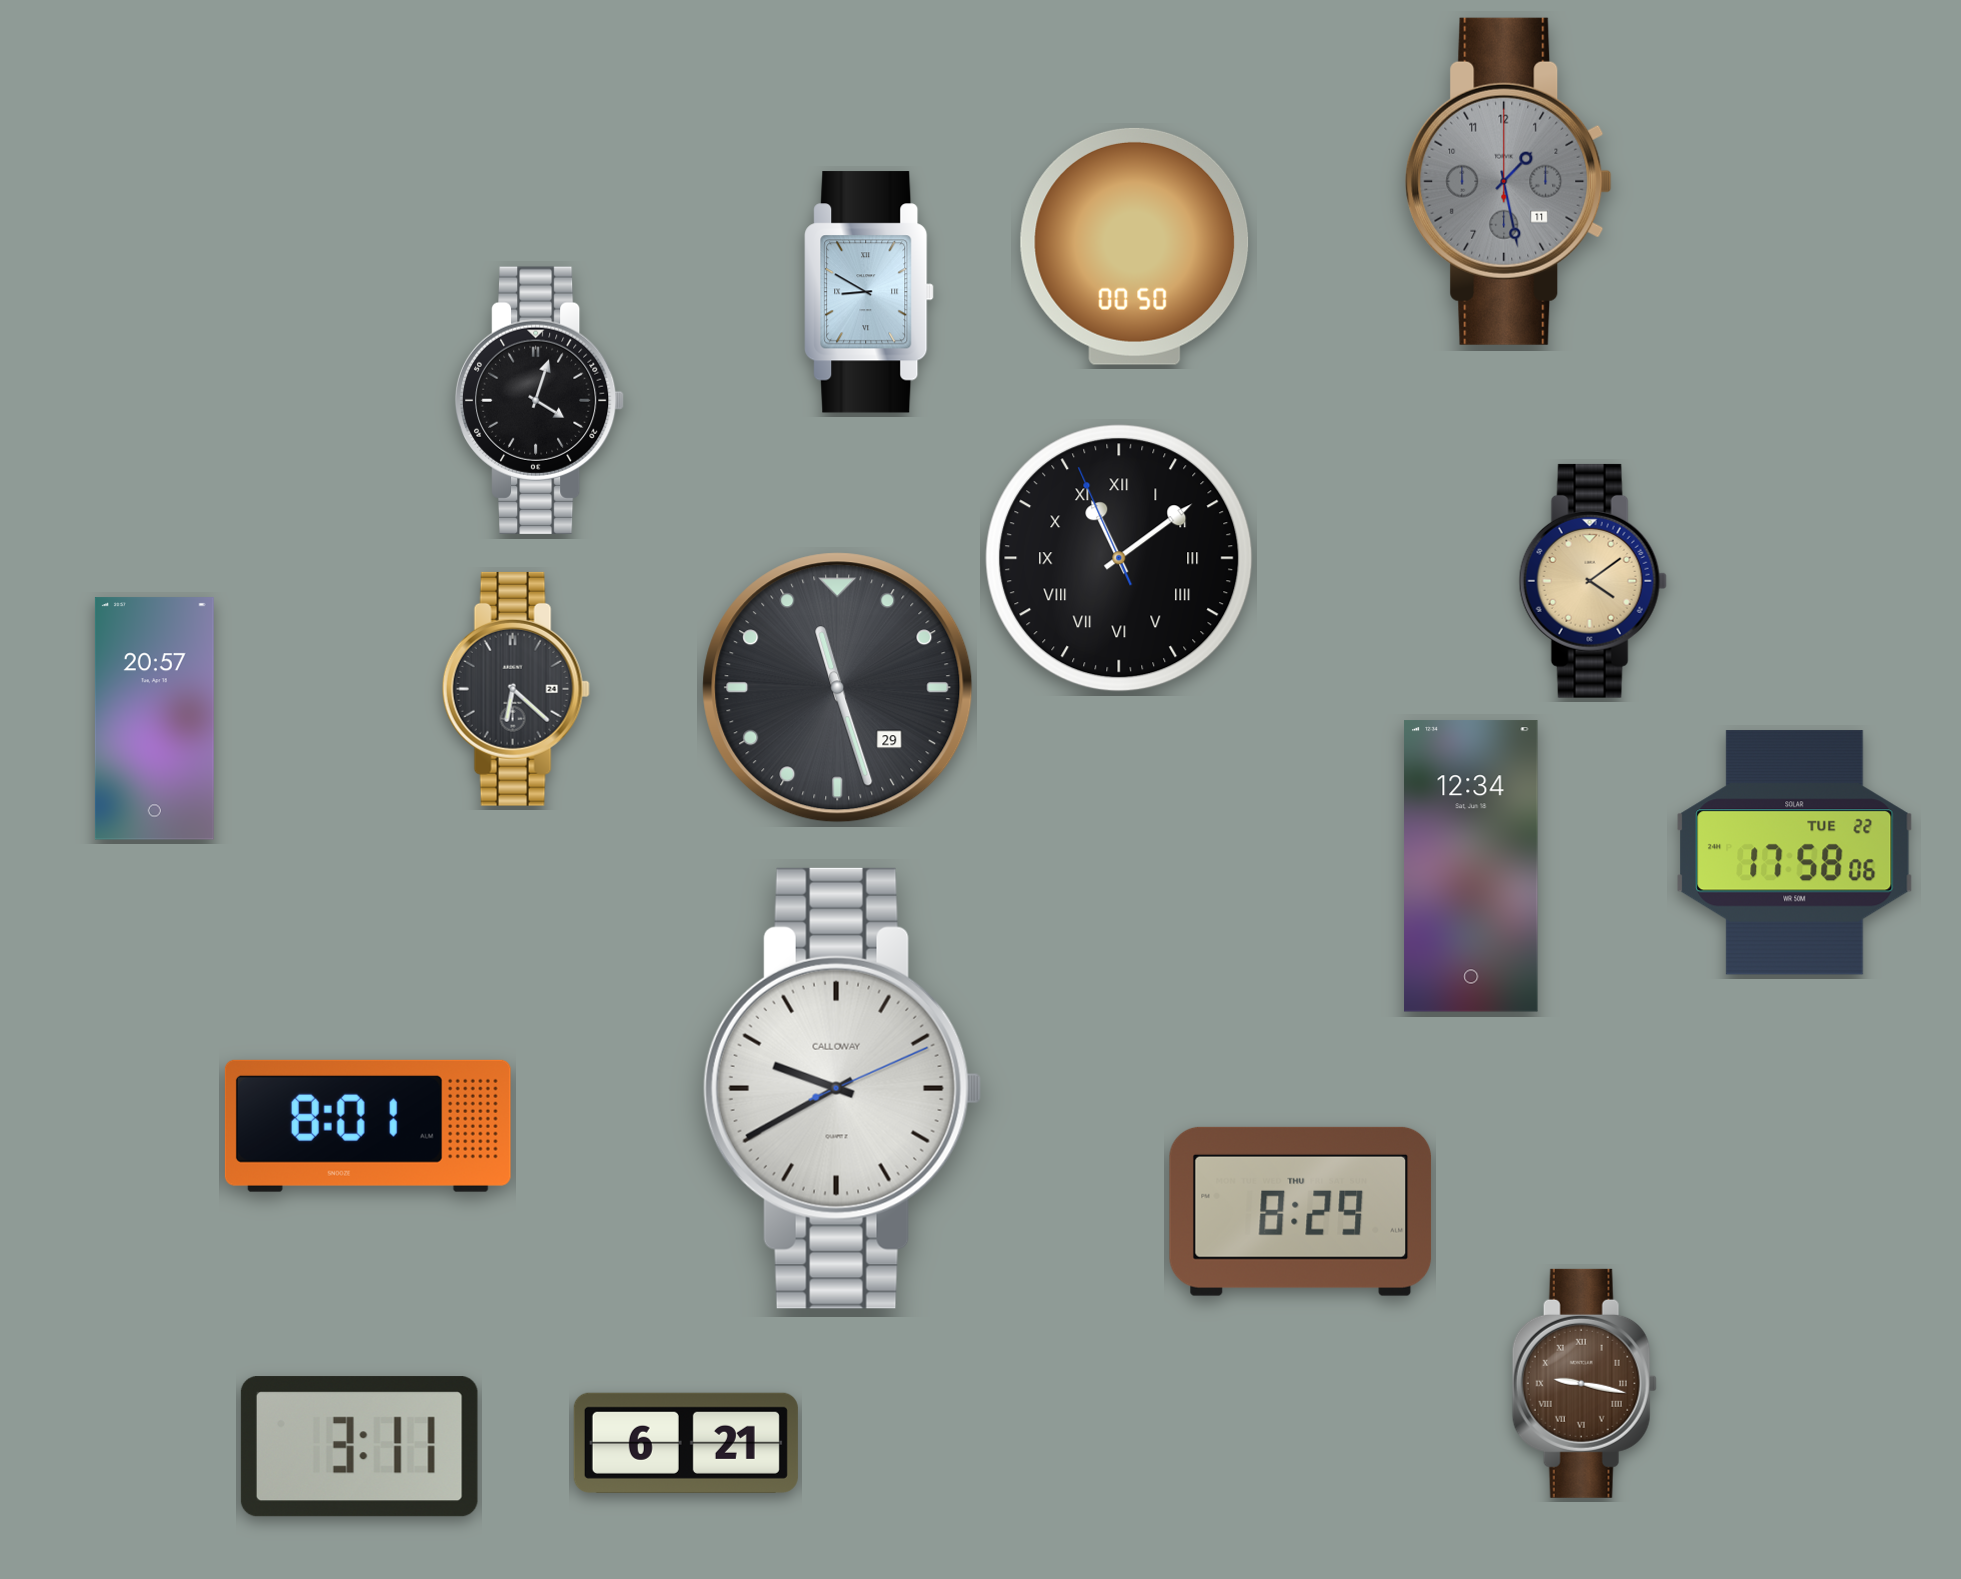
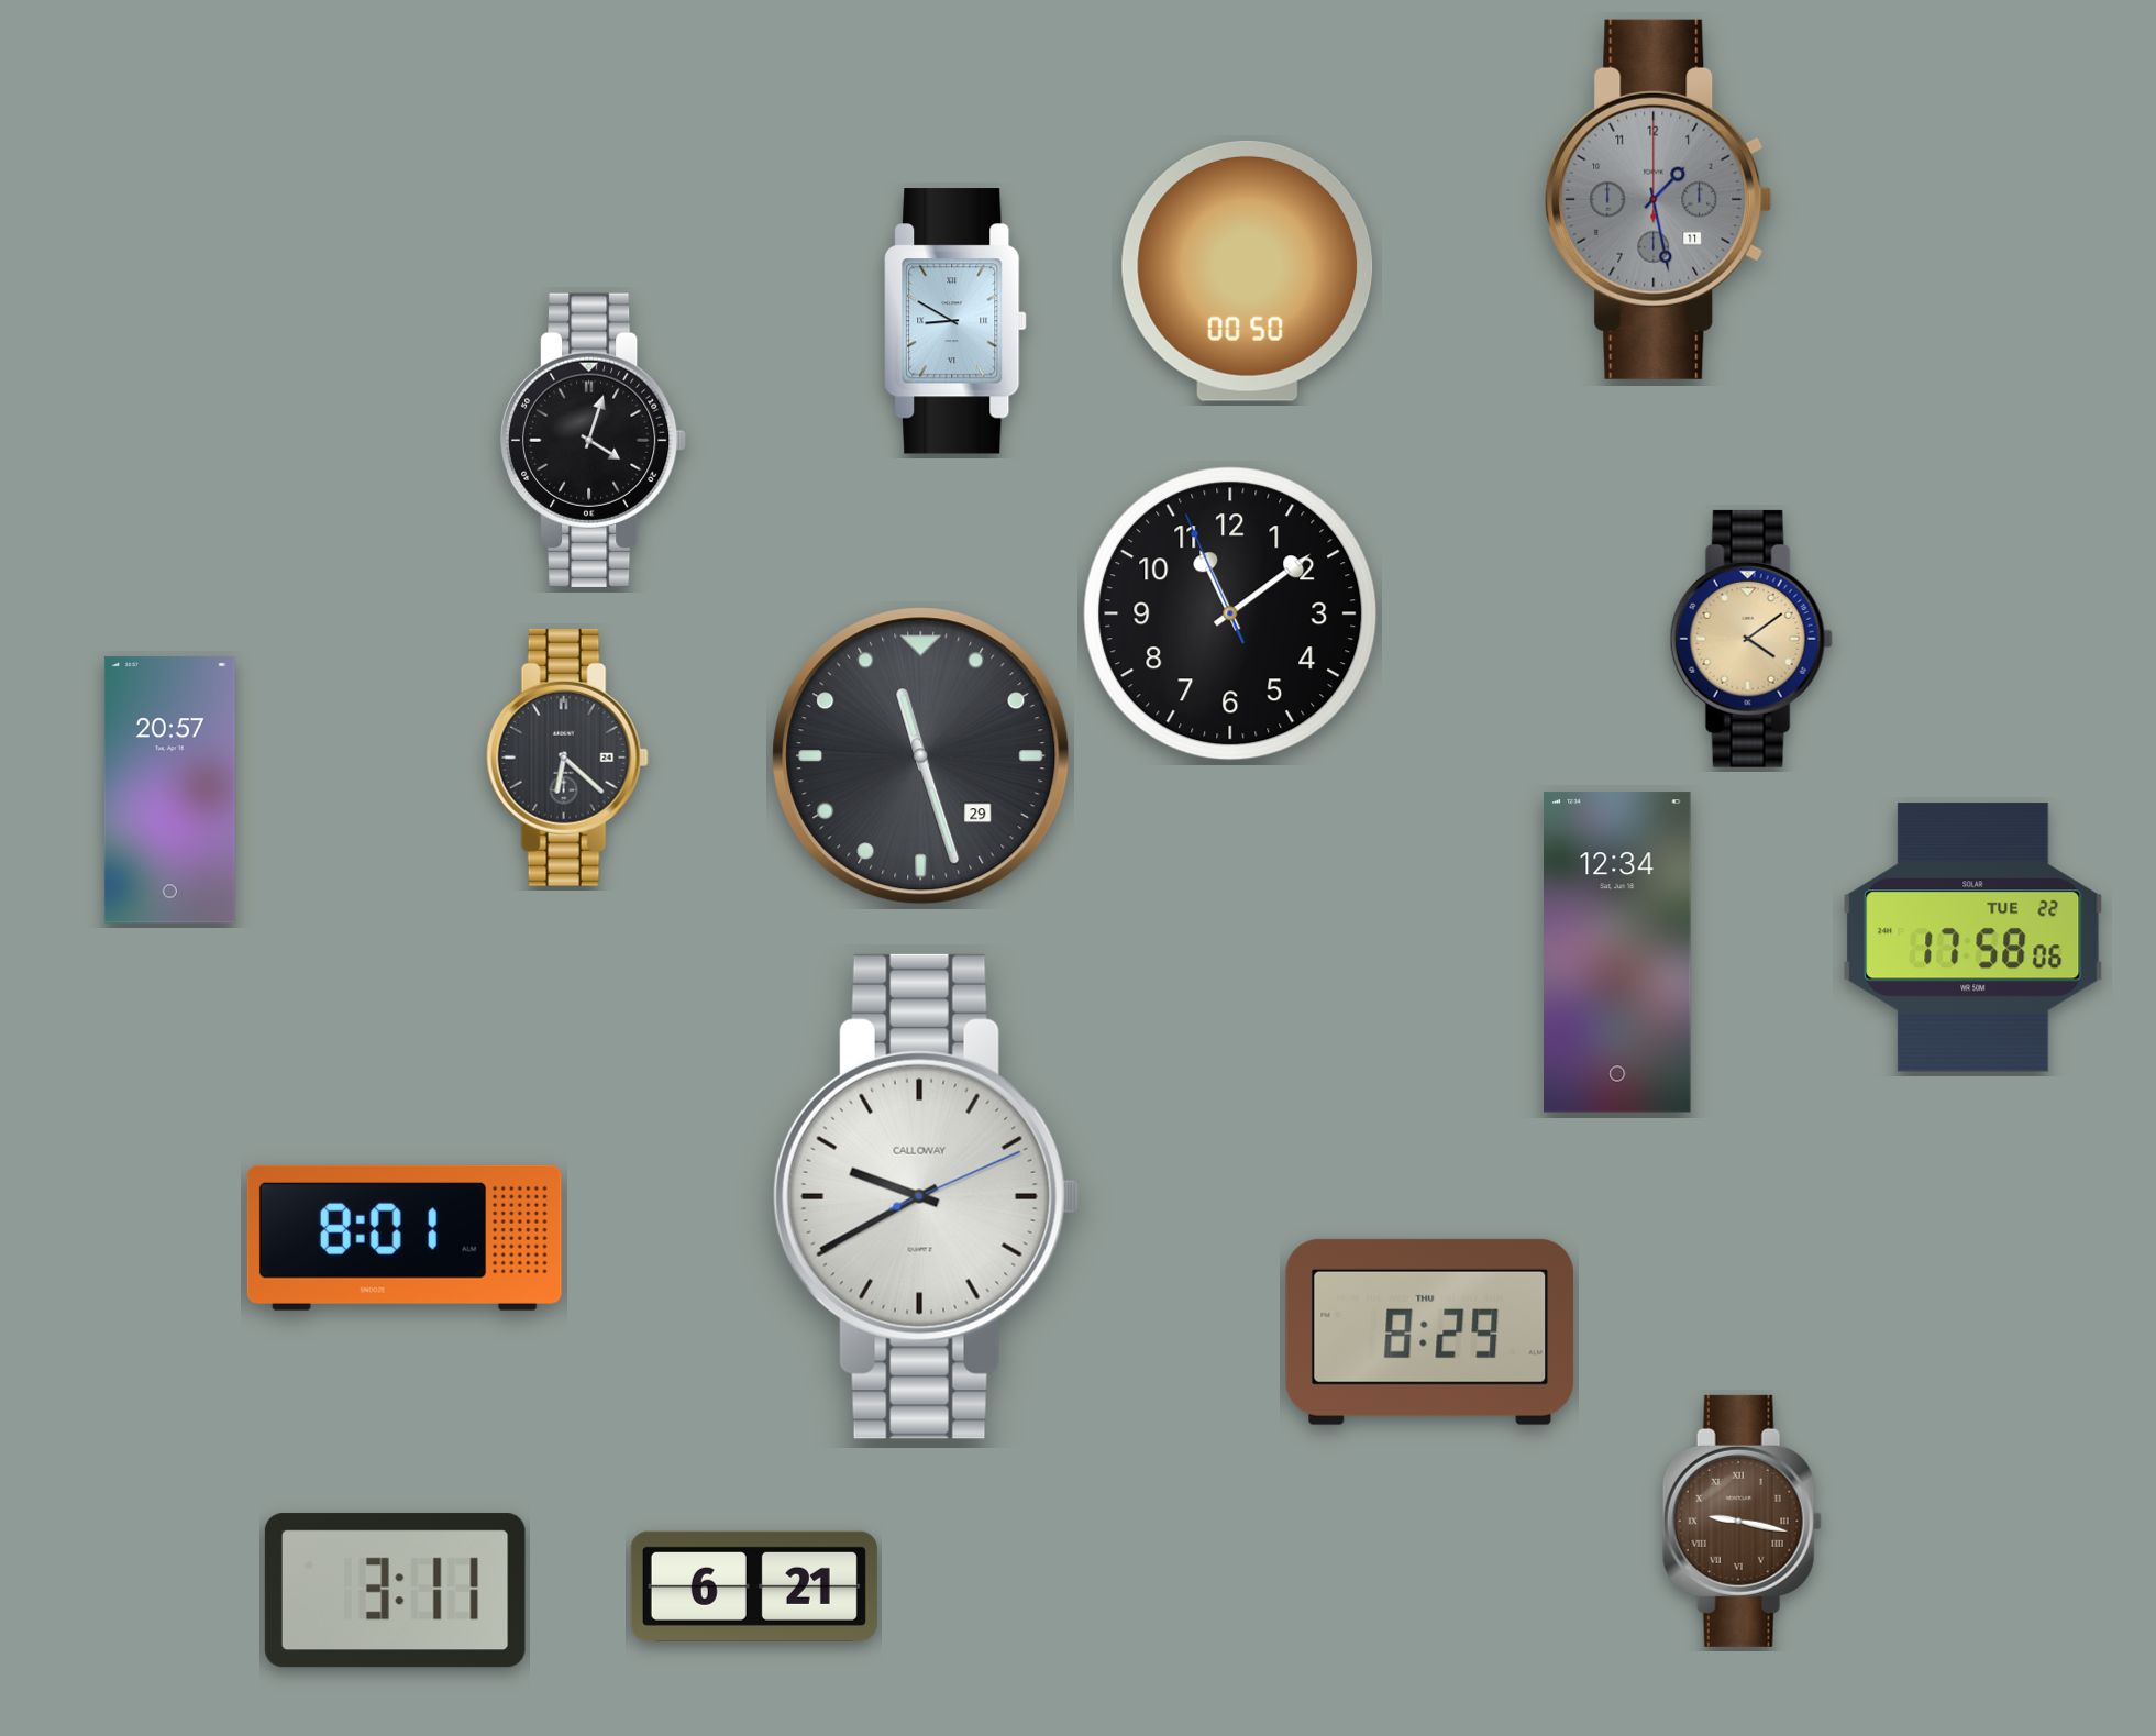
clock at (1119, 558) numerals: Roman -> Arabic
